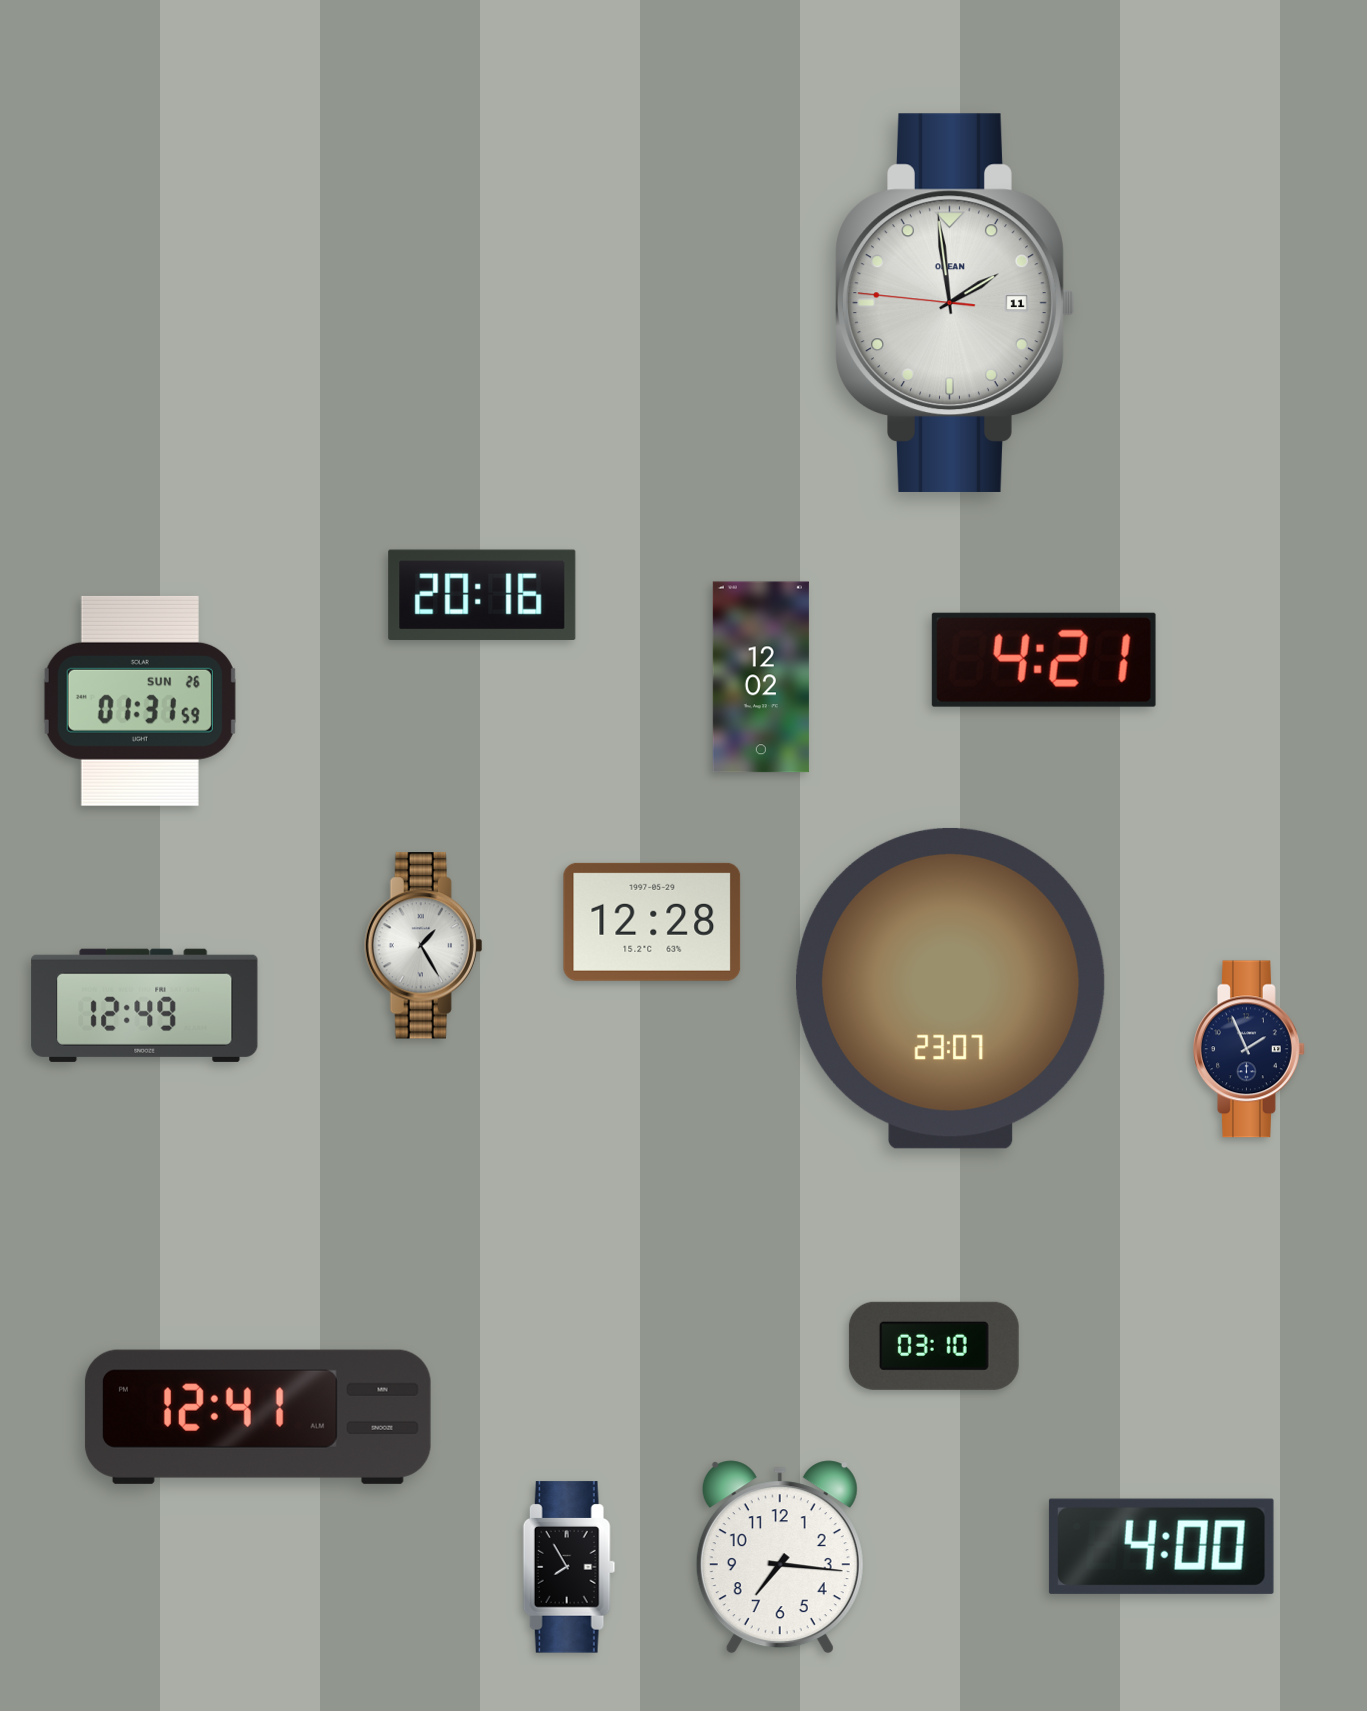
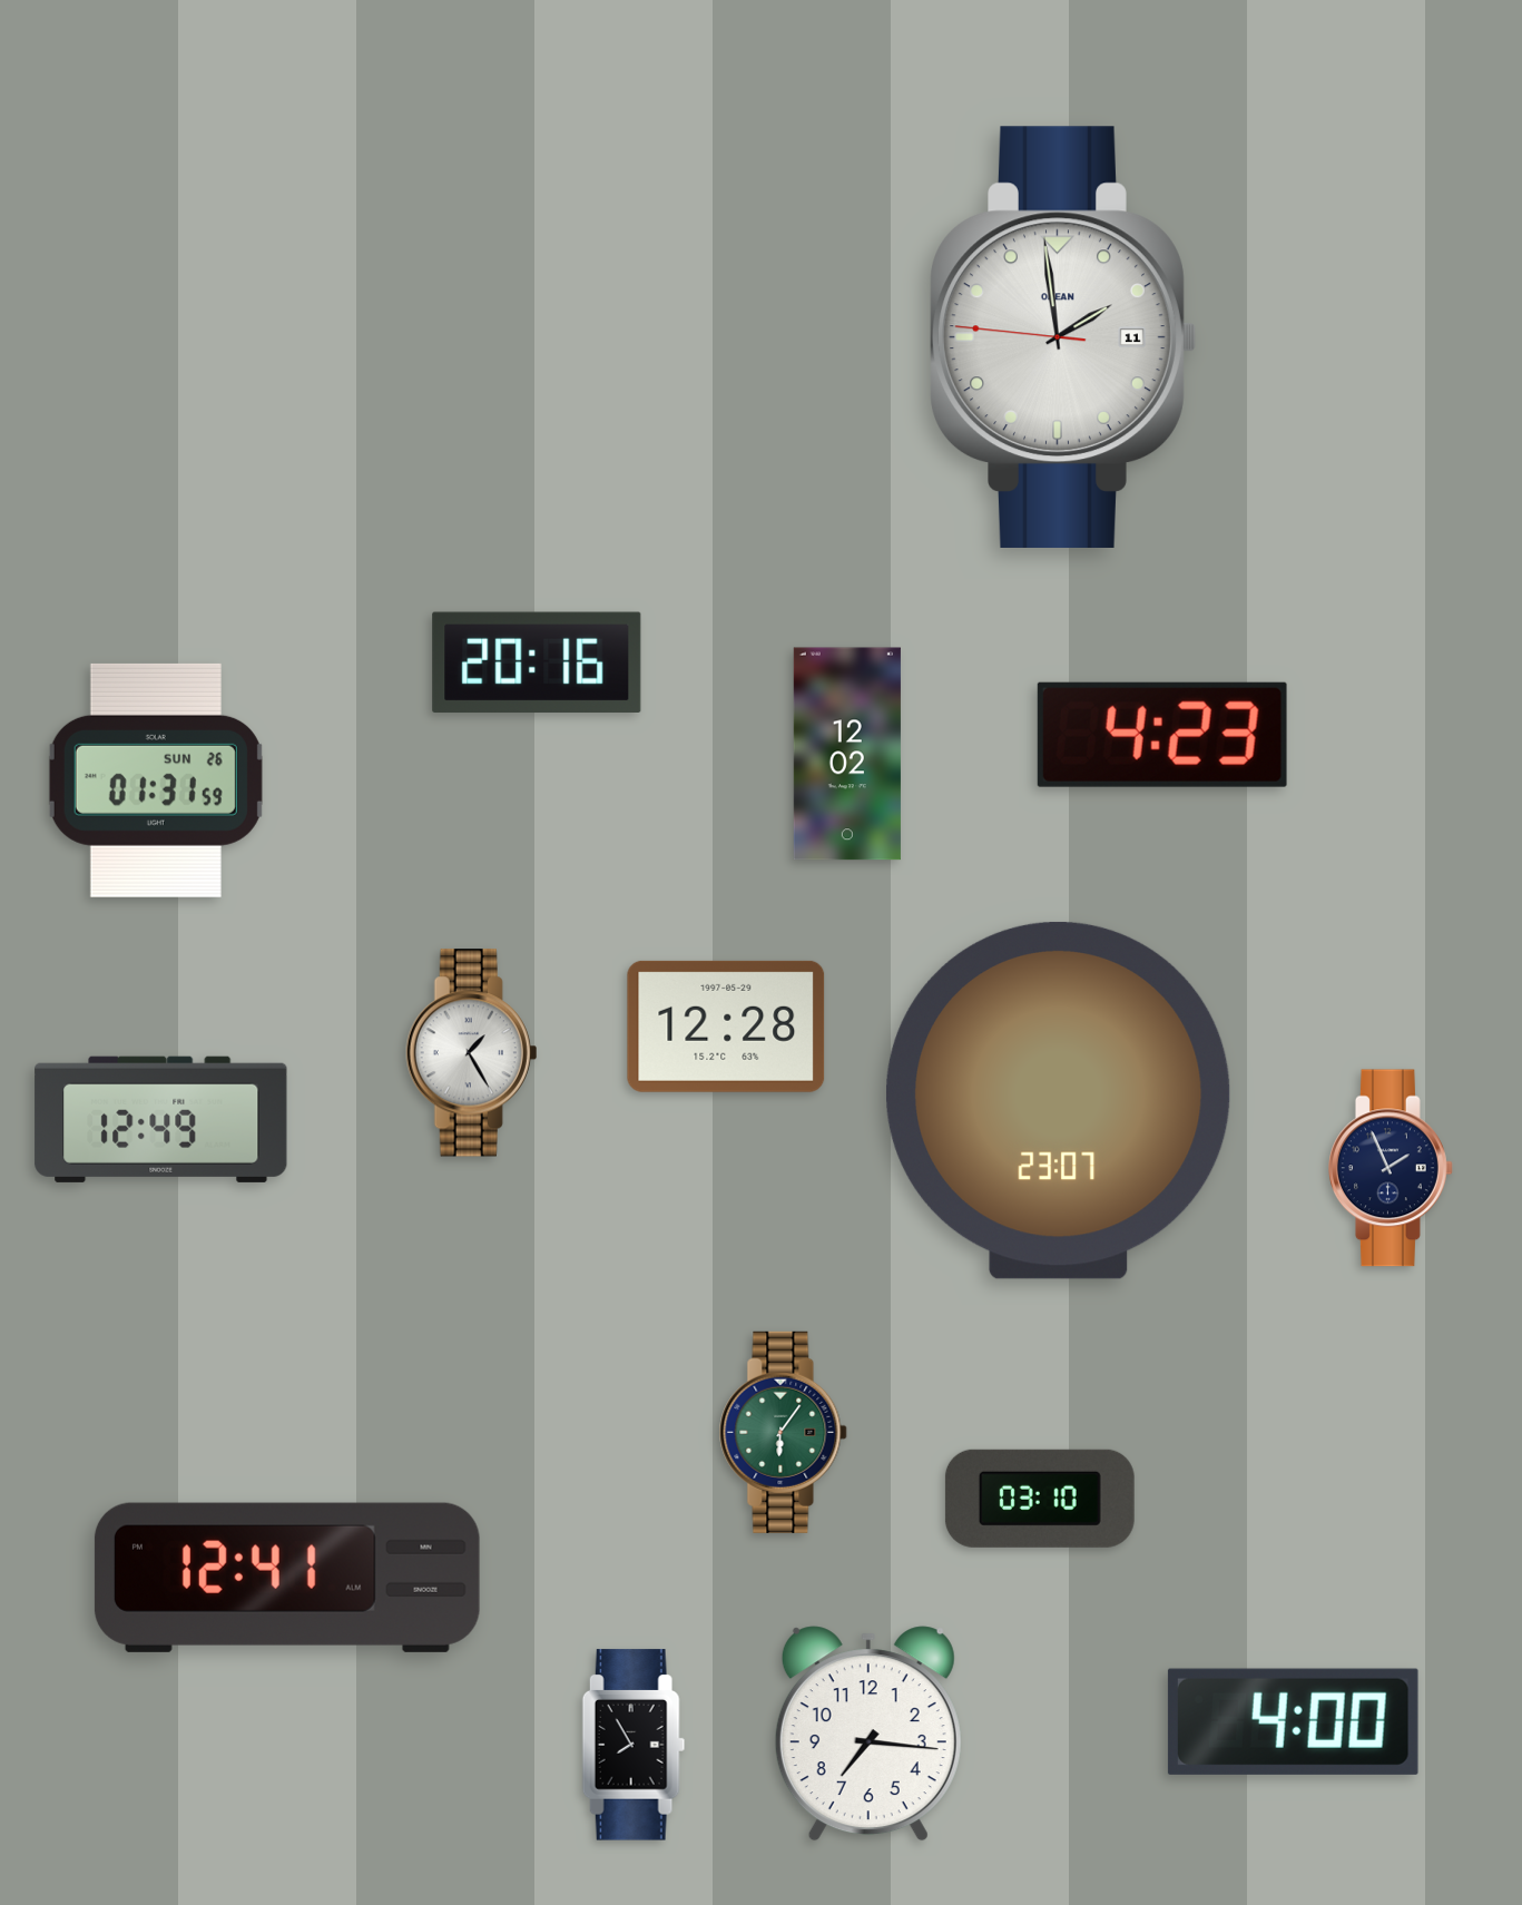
clock at (1044, 660): 4:21 -> 4:23
clock at (784, 1432): none -> 6:06
